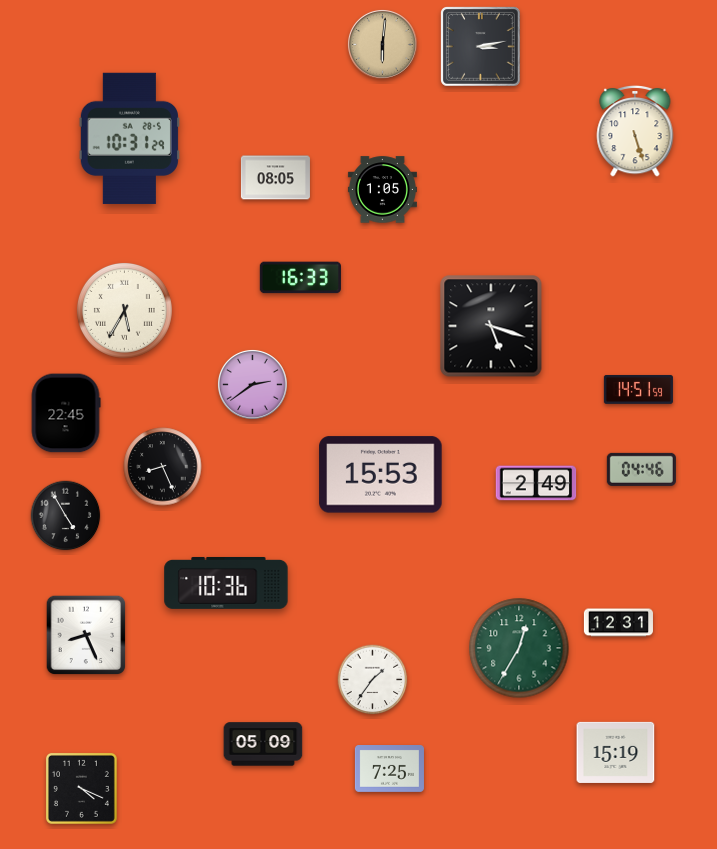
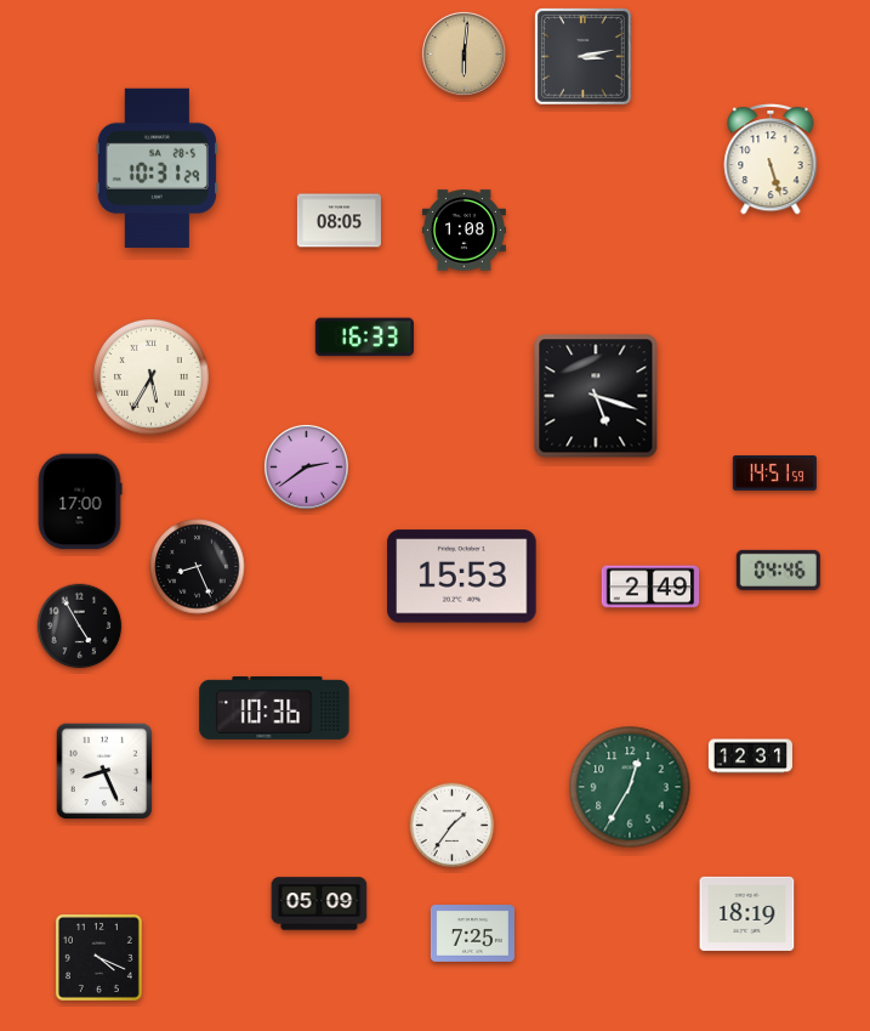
clock at (275, 178) position: (275, 178) -> (339, 221)
clock at (382, 190): 1:05 -> 1:08
clock at (66, 413): 22:45 -> 17:00
clock at (616, 752): 15:19 -> 18:19
